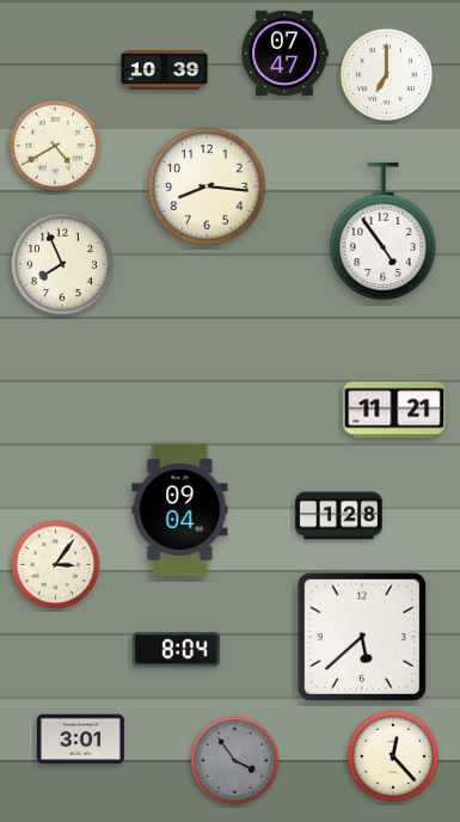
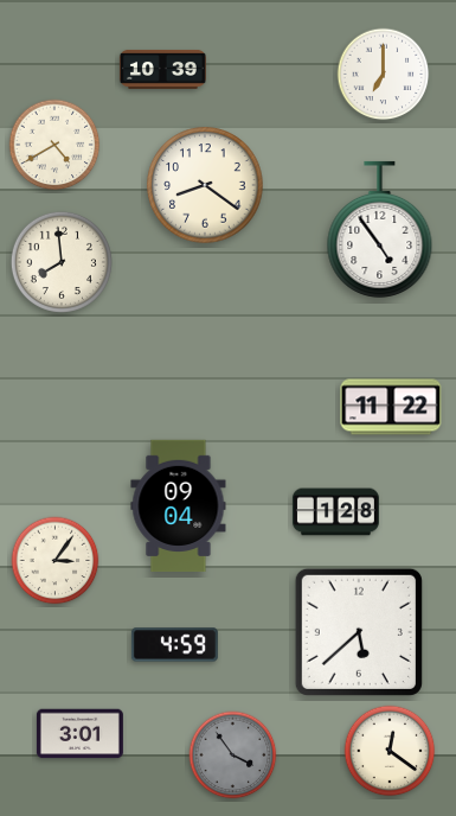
clock at (284, 53): 07:47 -> none
clock at (207, 186): 8:16 -> 8:21
clock at (62, 264): 7:56 -> 7:59
clock at (394, 410): 11:21 -> 11:22
clock at (176, 650): 8:04 -> 4:59
clock at (393, 756): 12:23 -> 12:21
